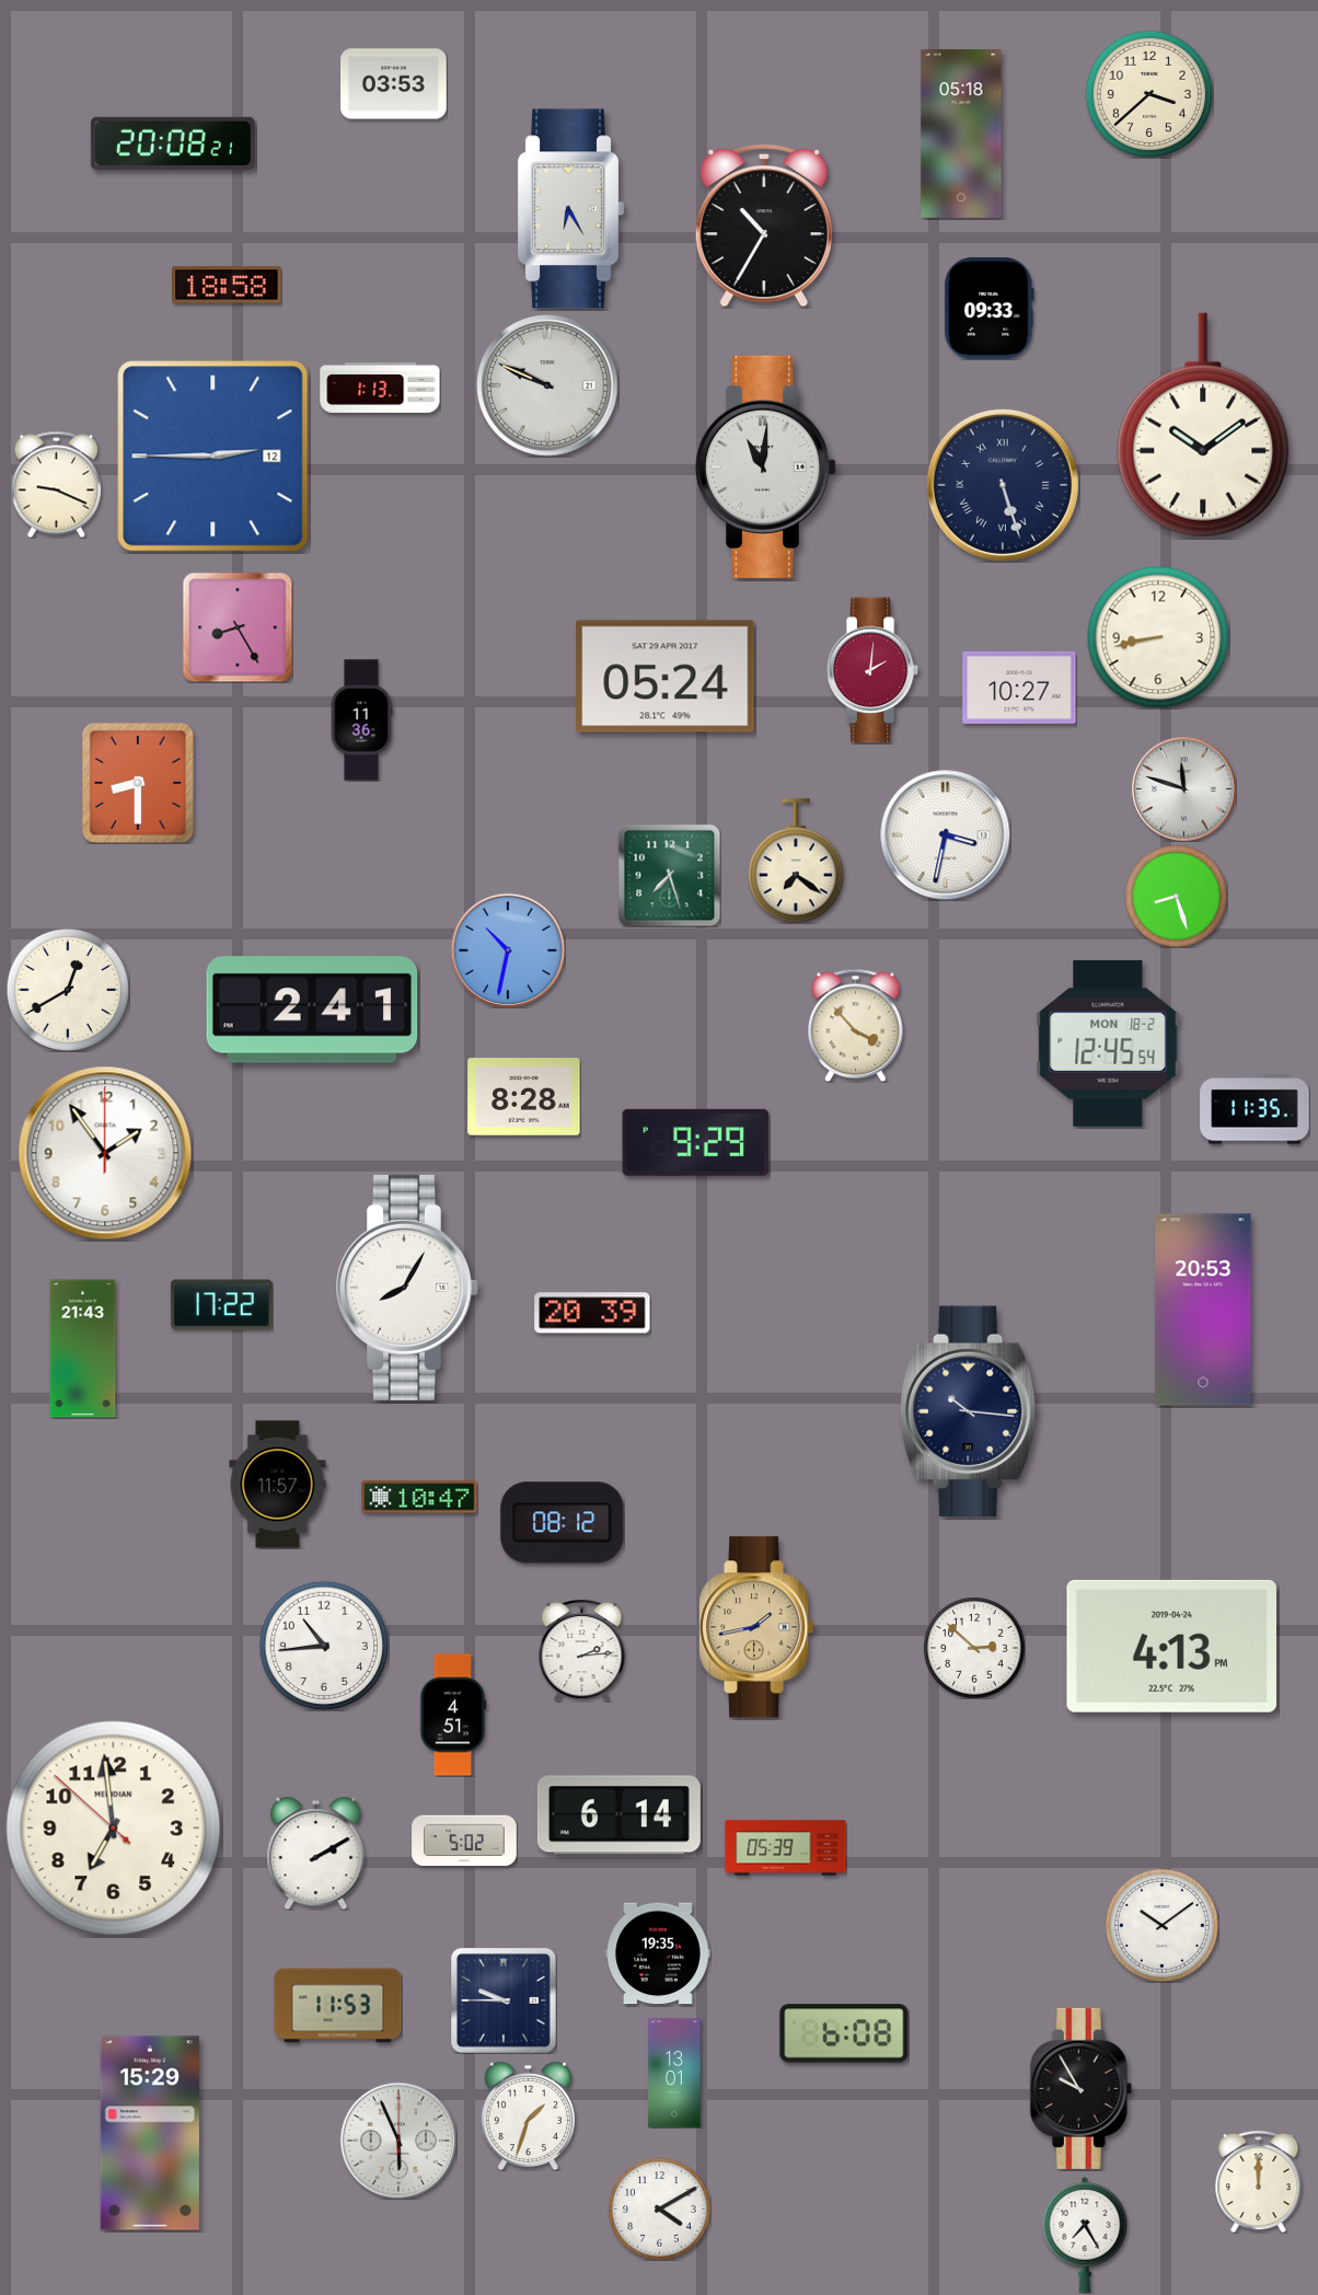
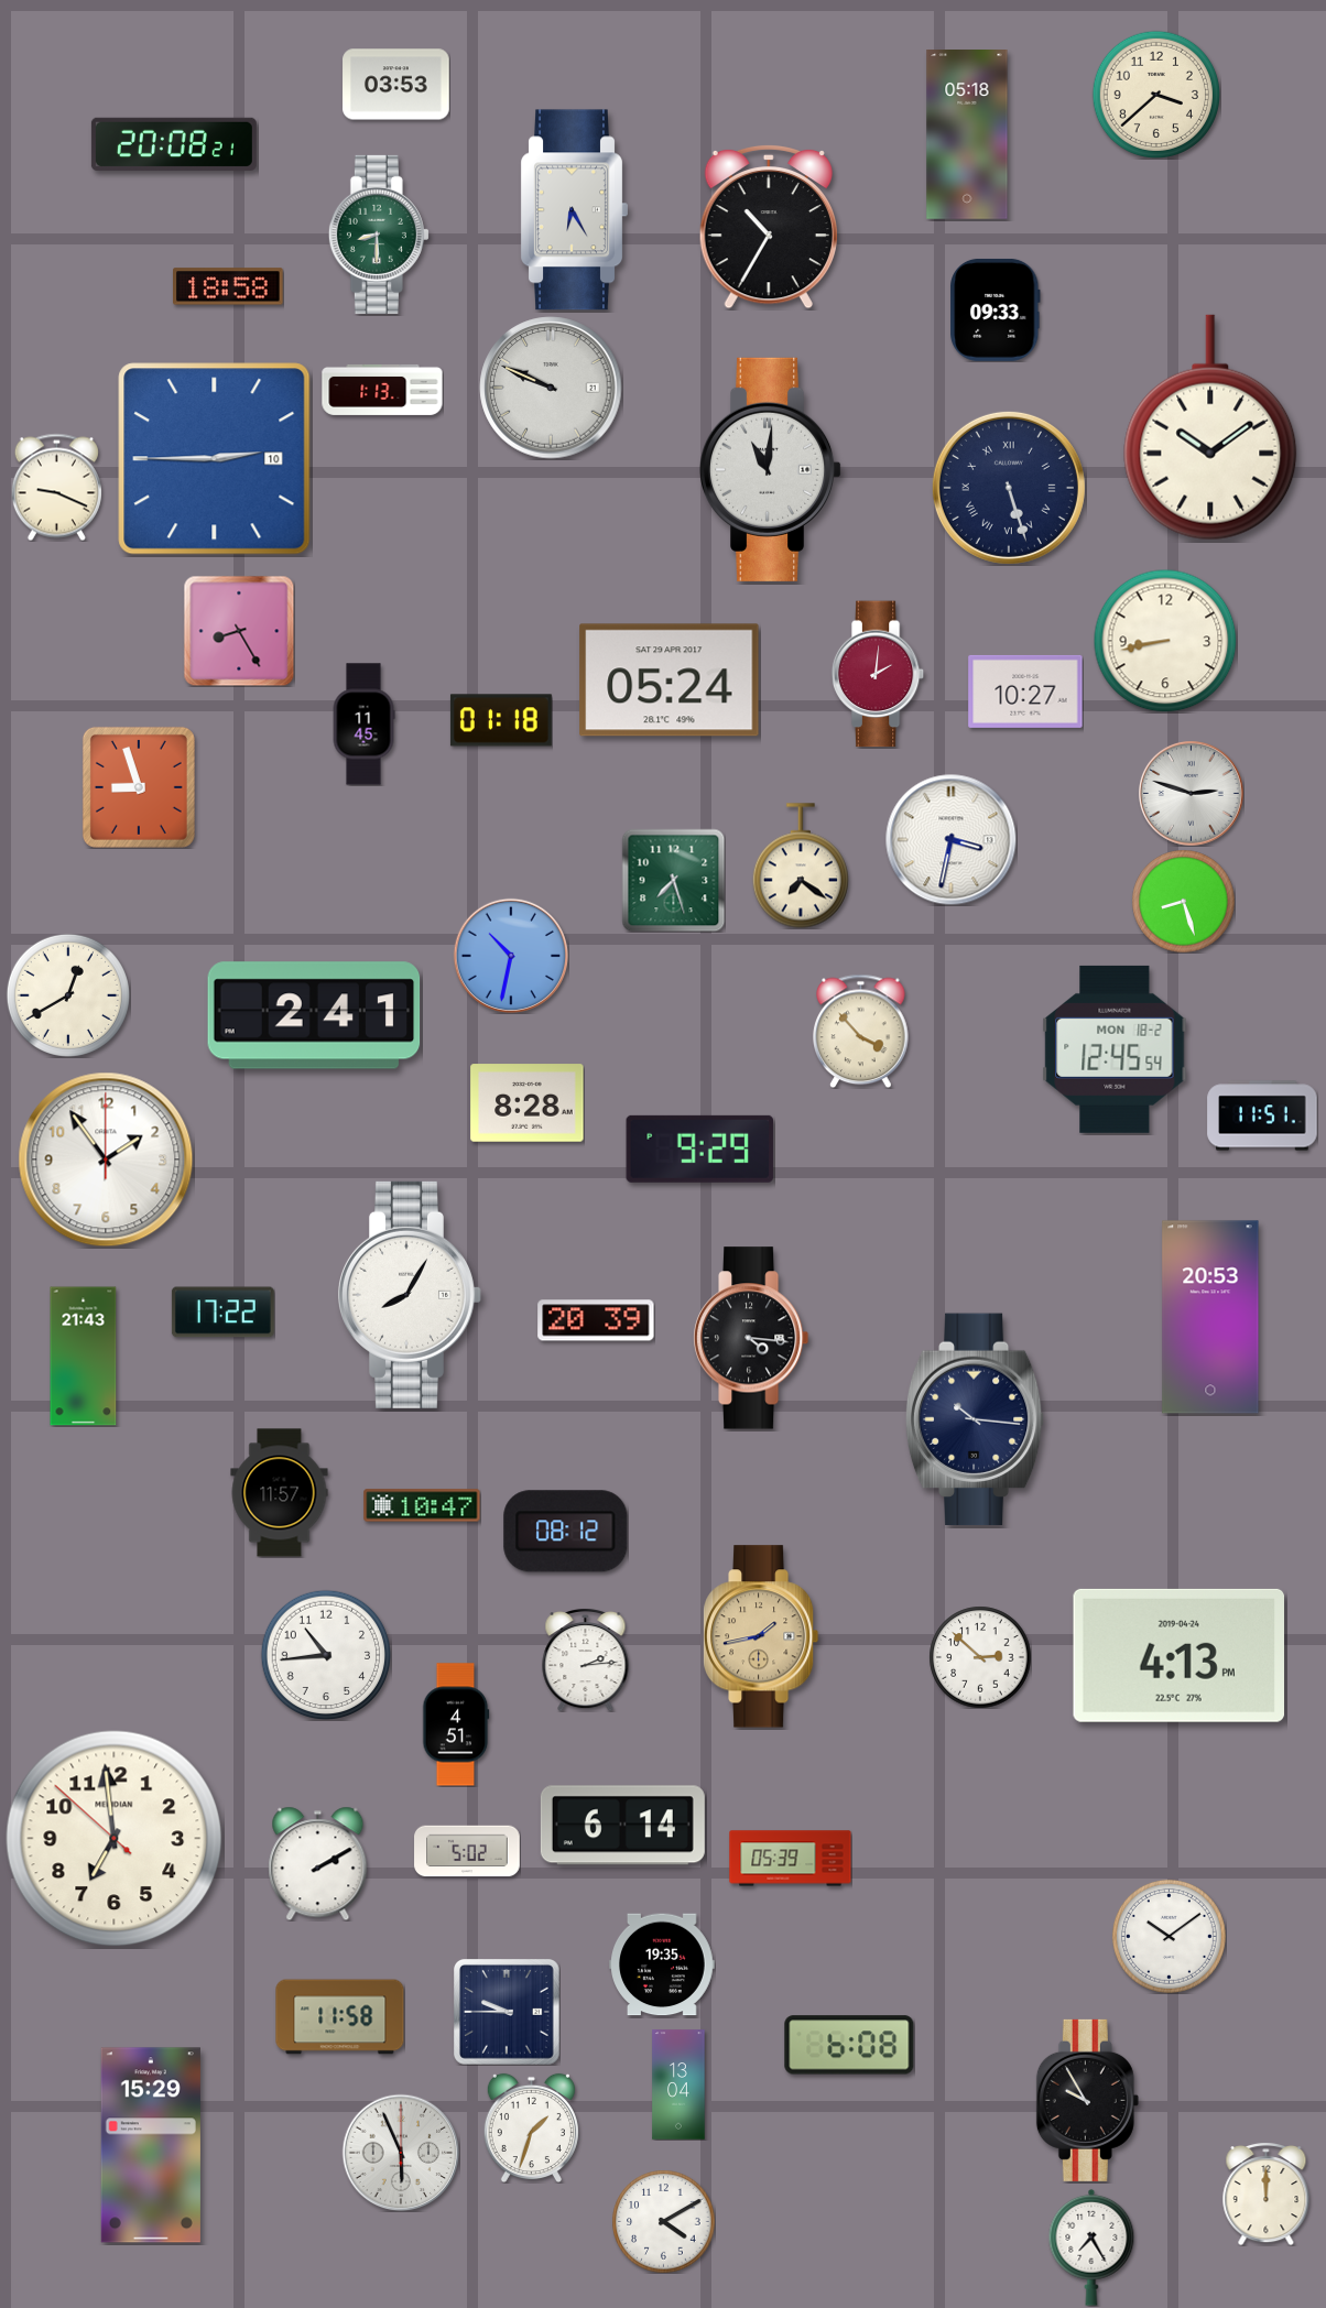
clock at (379, 235): none -> 8:30
clock at (213, 457) date: 12 -> 10
clock at (501, 720): none -> 01:18
clock at (361, 720): 11:36 -> 11:45
clock at (138, 783): 8:30 -> 8:57
clock at (1184, 789): 11:48 -> 2:48
clock at (1255, 1109): 11:35 -> 11:51
clock at (751, 1338): none -> 4:16
clock at (338, 2006): 11:53 -> 11:58
clock at (674, 2073): 13:01 -> 13:04
